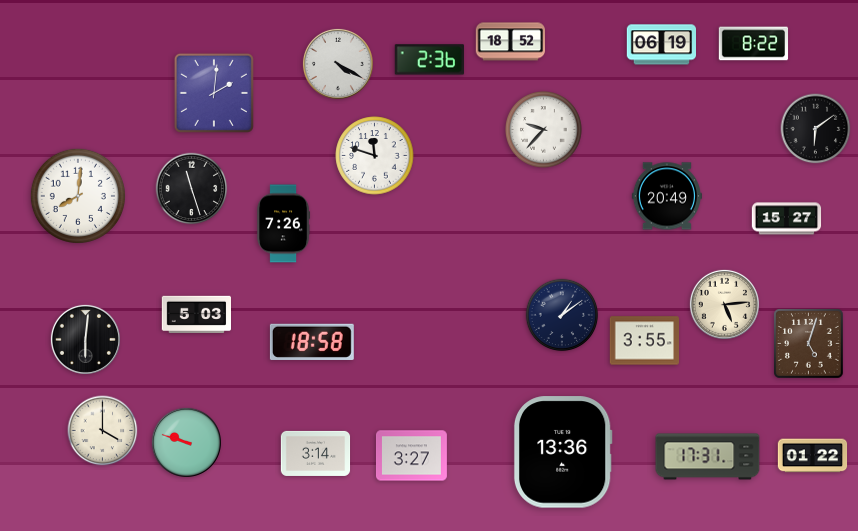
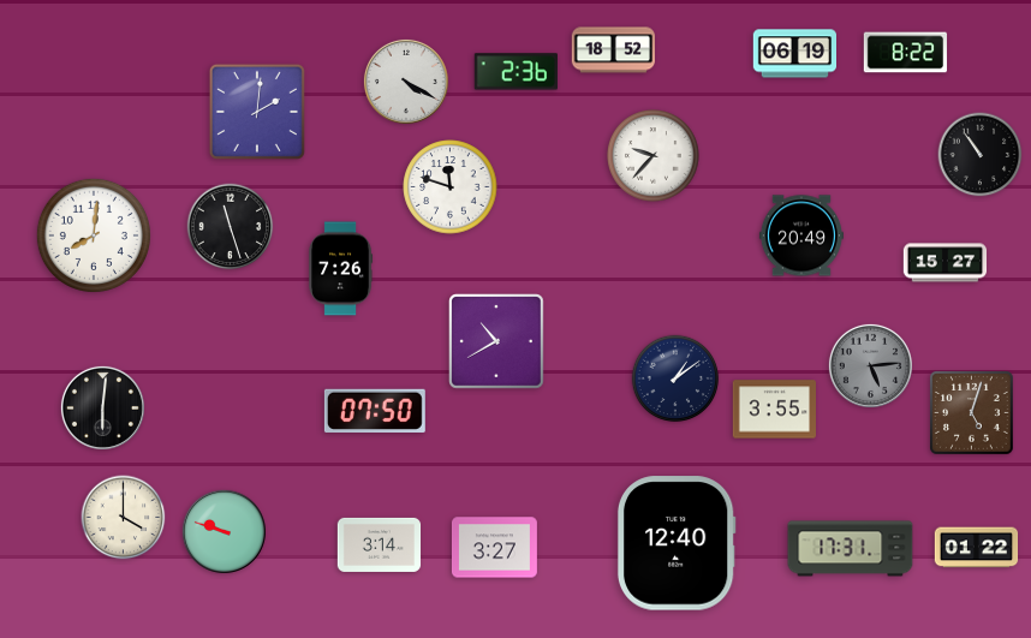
clock at (338, 64) position: (338, 64) -> (406, 82)
clock at (816, 129): 6:09 -> 10:54
clock at (497, 342): none -> 10:40
clock at (724, 304) dial: cream -> grey
clock at (196, 314): 5:03 -> none
clock at (312, 342): 18:58 -> 07:50
clock at (563, 452): 13:36 -> 12:40
